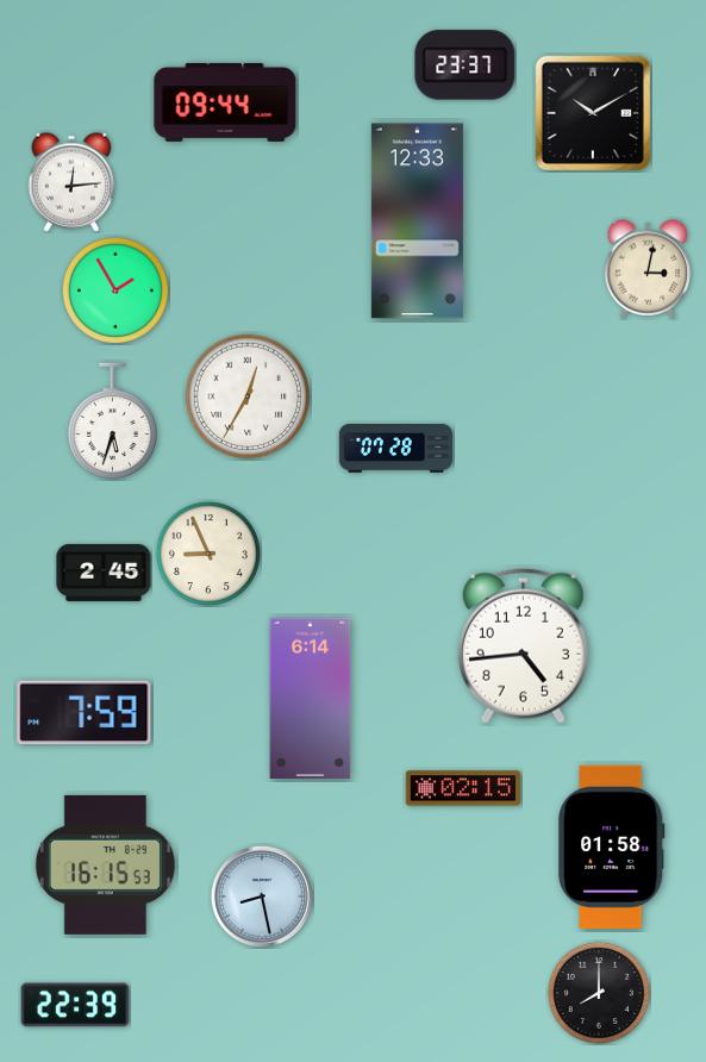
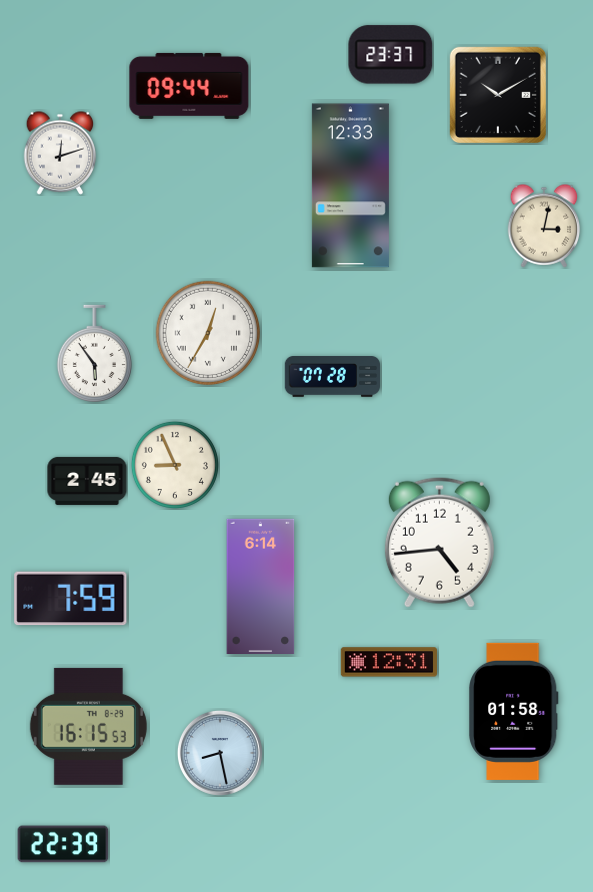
clock at (71, 182): 12:14 -> 12:12
clock at (115, 291): 1:55 -> none
clock at (112, 420): 5:33 -> 5:54
clock at (463, 788): 02:15 -> 12:31
clock at (599, 993): 8:00 -> none
